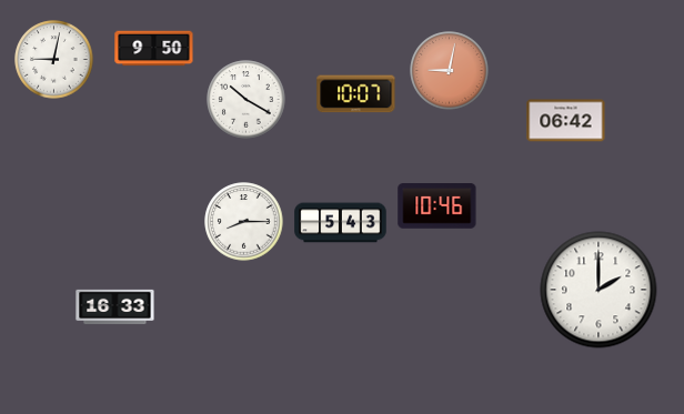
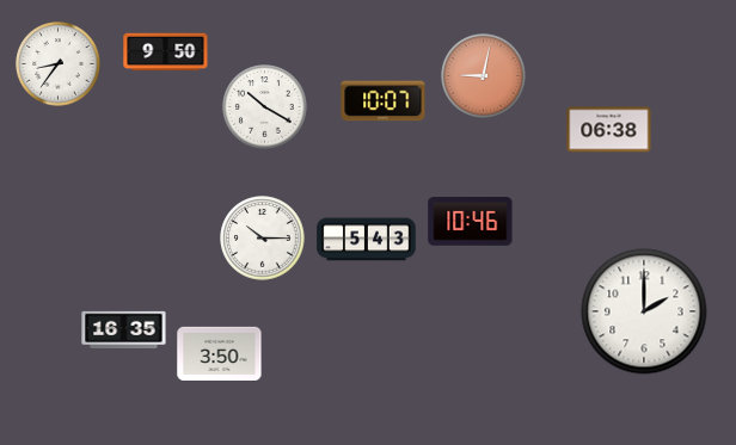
clock at (54, 60): 9:02 -> 8:36
clock at (566, 121): 06:42 -> 06:38
clock at (244, 222): 8:15 -> 10:15
clock at (115, 306): 16:33 -> 16:35
clock at (220, 353): none -> 3:50
